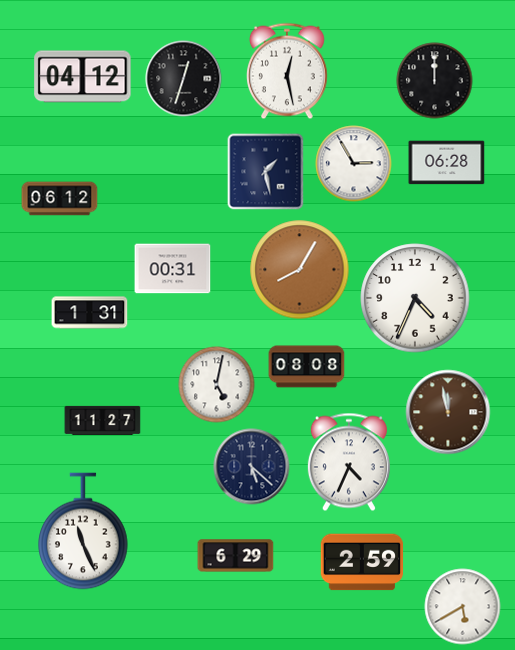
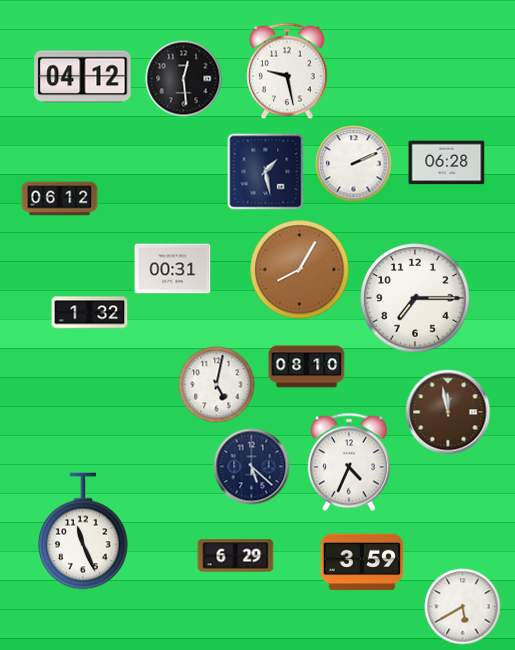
clock at (288, 71): 12:28 -> 9:28
clock at (184, 79): 12:33 -> 12:29
clock at (435, 81): 12:00 -> none
clock at (354, 164): 2:55 -> 2:11
clock at (415, 298): 4:34 -> 7:15
clock at (90, 313): 1:31 -> 1:32
clock at (307, 367): 08:08 -> 08:10
clock at (103, 420): 11:27 -> none
clock at (362, 562): 2:59 -> 3:59
